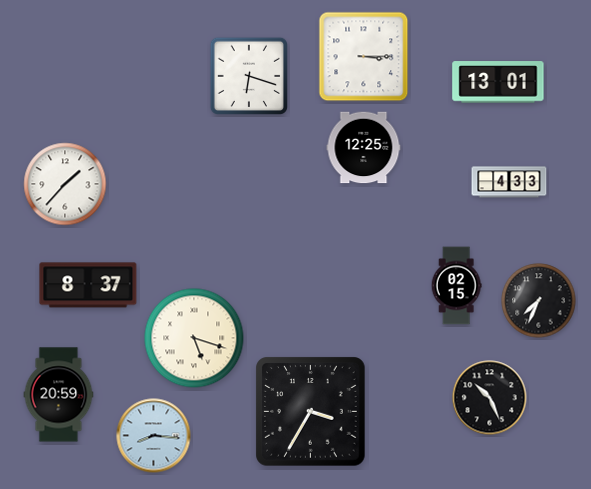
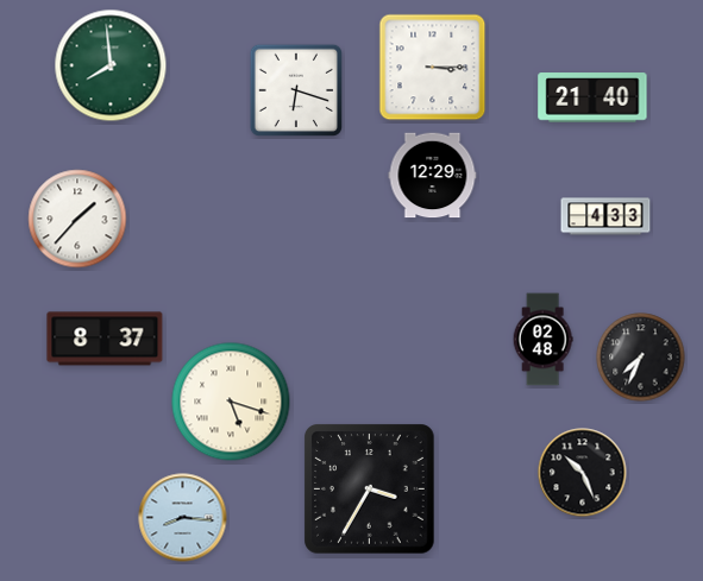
clock at (111, 65): none -> 7:59
clock at (498, 82): 13:01 -> 21:40
clock at (364, 148): 12:25 -> 12:29
clock at (456, 286): 02:15 -> 02:48
clock at (59, 395): 20:59 -> none
